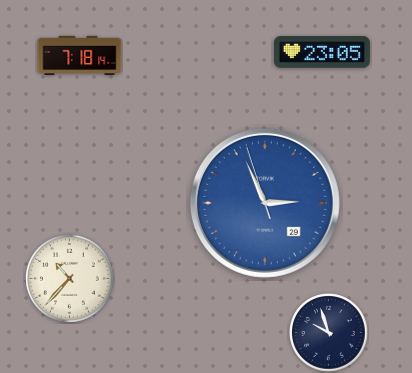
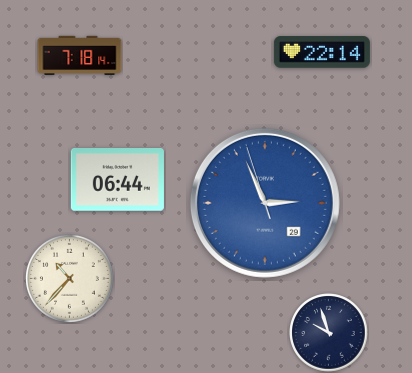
clock at (322, 52): 23:05 -> 22:14
clock at (117, 180): none -> 06:44
